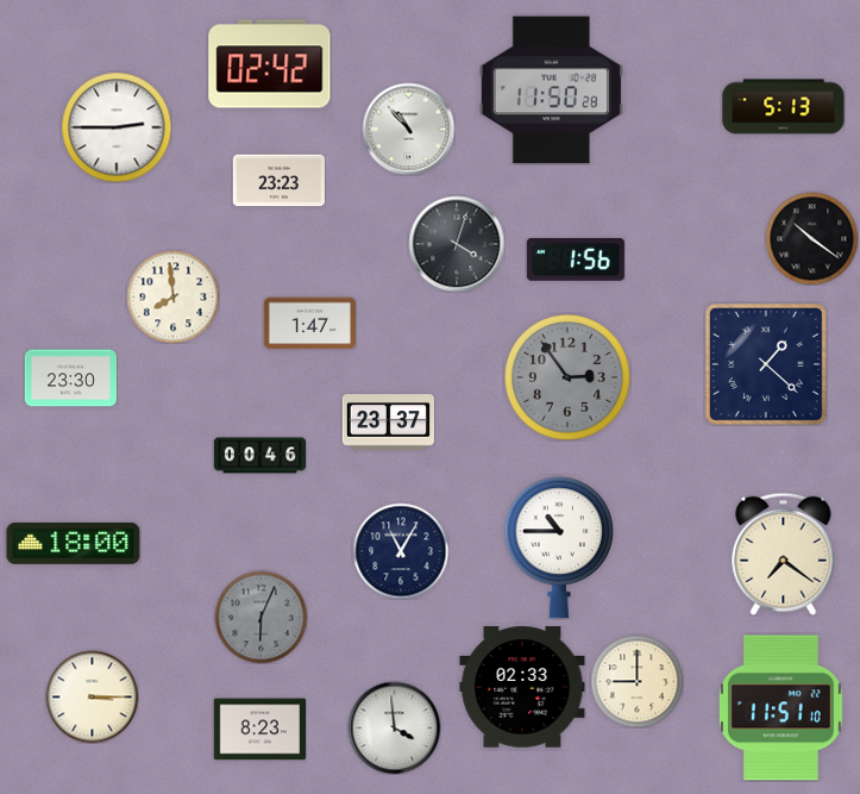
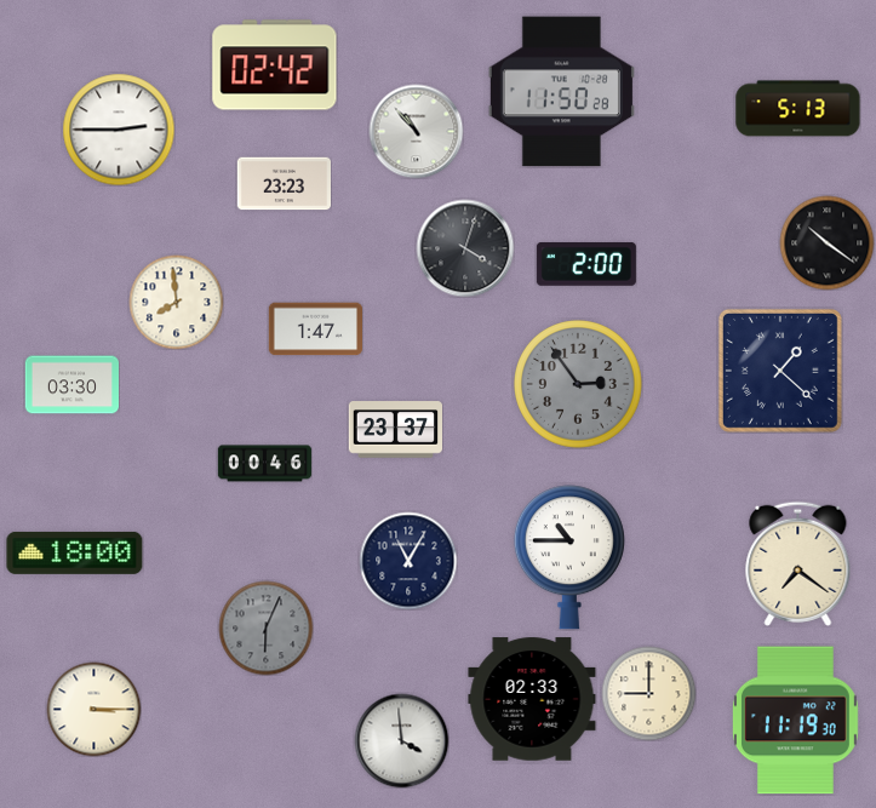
clock at (576, 260): 1:56 -> 2:00
clock at (70, 379): 23:30 -> 03:30
clock at (780, 708): 11:51 -> 11:19
clock at (259, 730): 8:23 -> none
